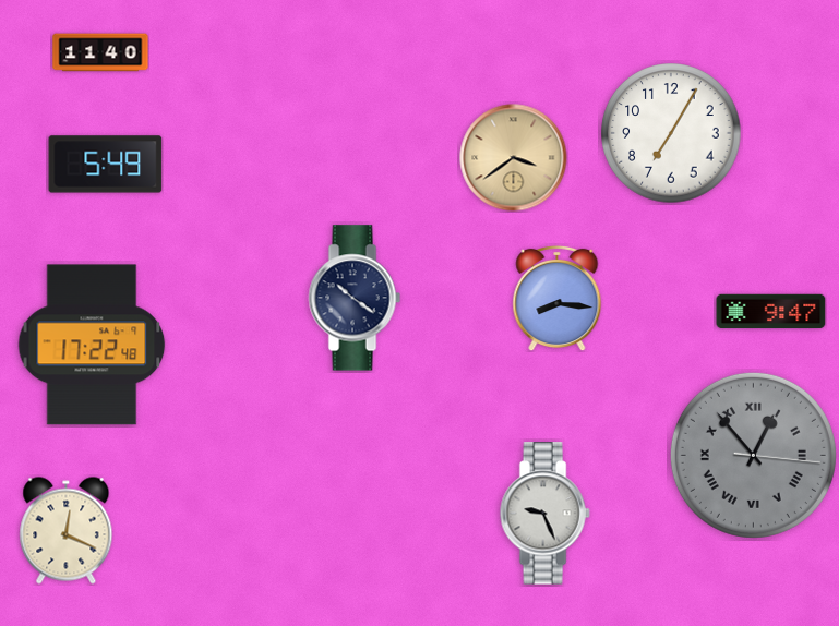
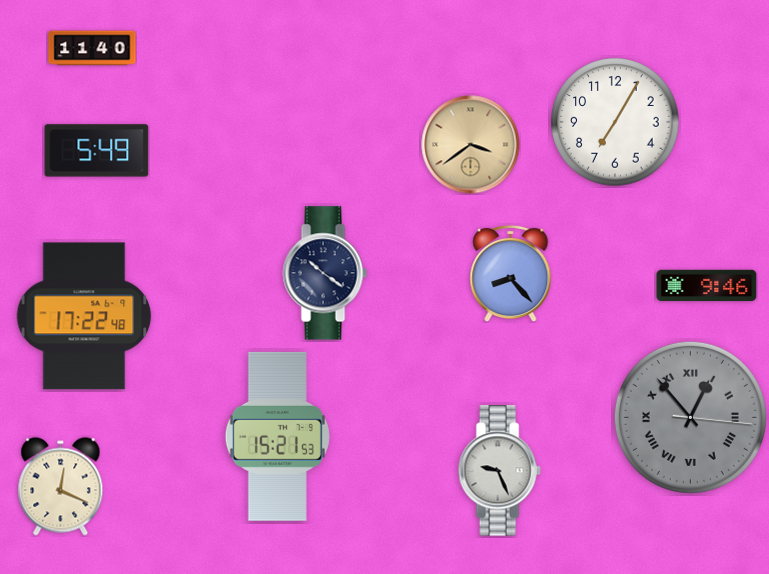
clock at (558, 298): 8:16 -> 8:23
clock at (771, 312): 9:47 -> 9:46
clock at (277, 436): none -> 15:21
